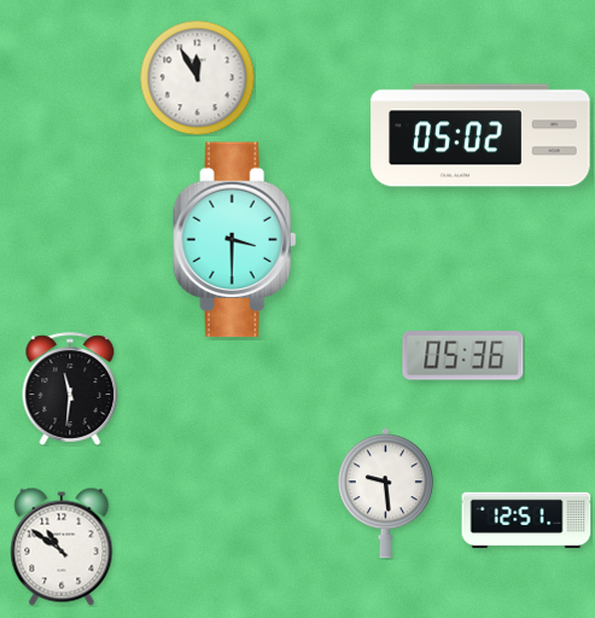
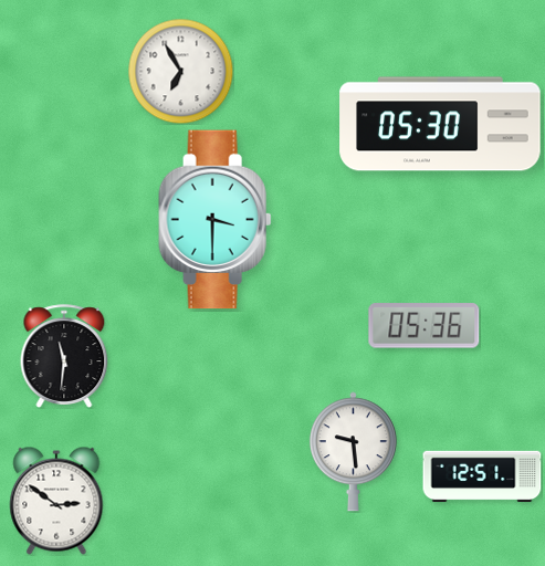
clock at (197, 77): 11:55 -> 6:55
clock at (480, 135): 05:02 -> 05:30
clock at (62, 547): 10:51 -> 2:51
